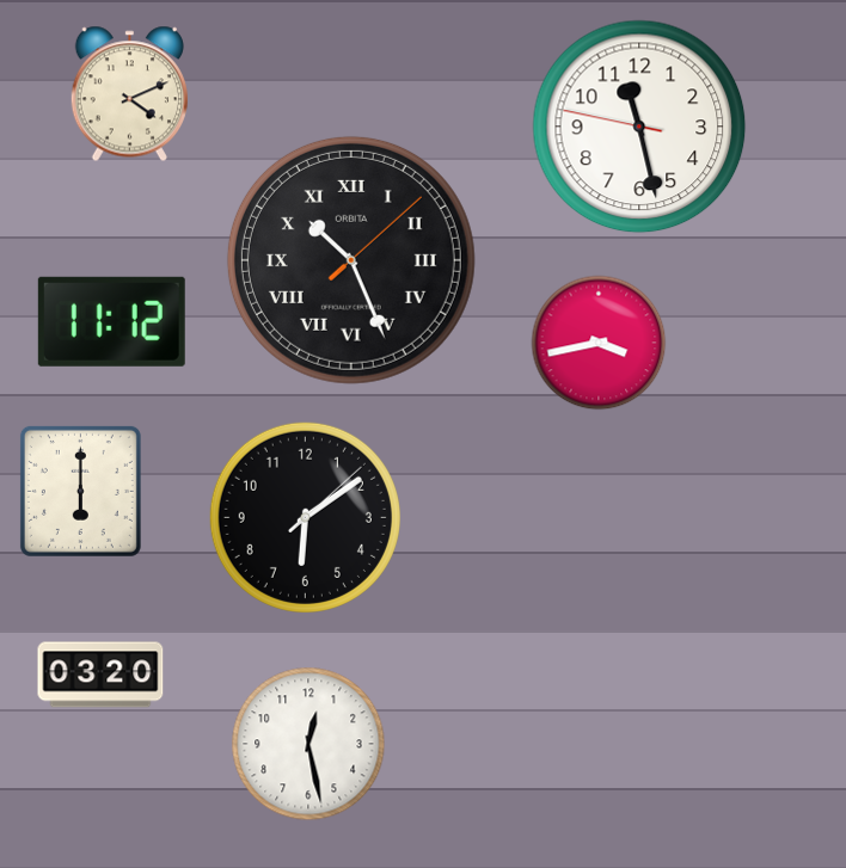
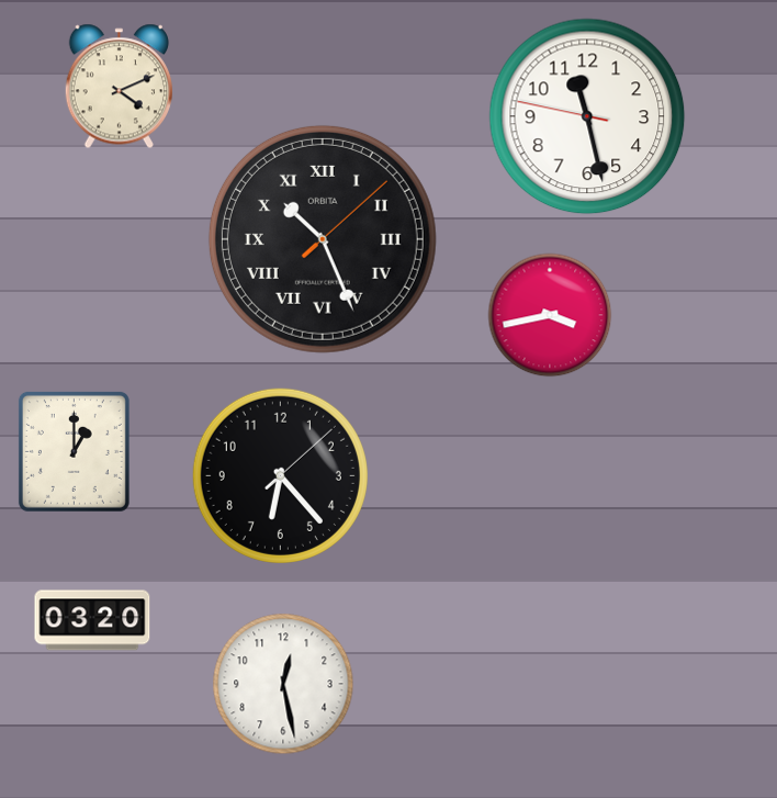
clock at (111, 321): 11:12 -> none
clock at (80, 491): 6:00 -> 1:00
clock at (305, 517): 6:09 -> 6:23
